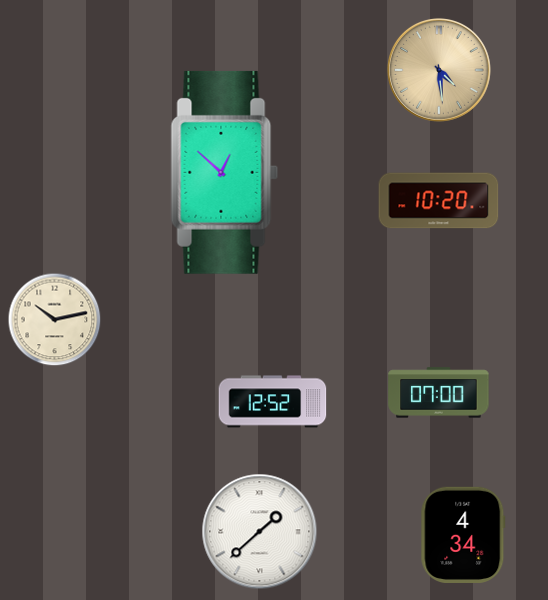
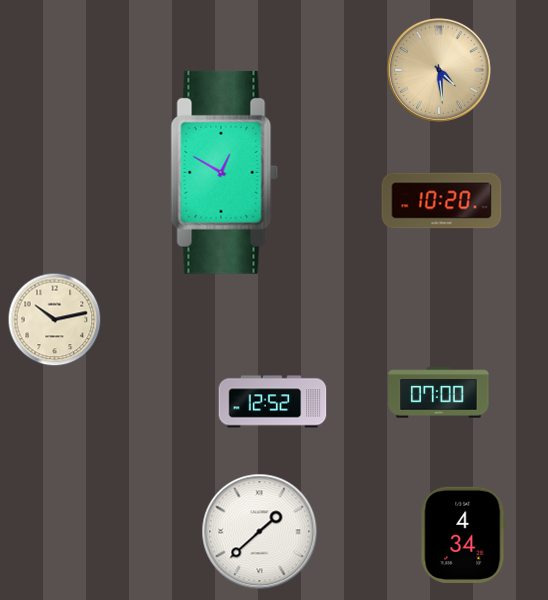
clock at (225, 172): 12:52 -> 12:50
clock at (439, 201) position: (439, 201) -> (442, 201)
